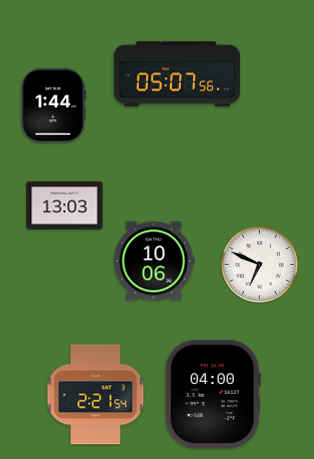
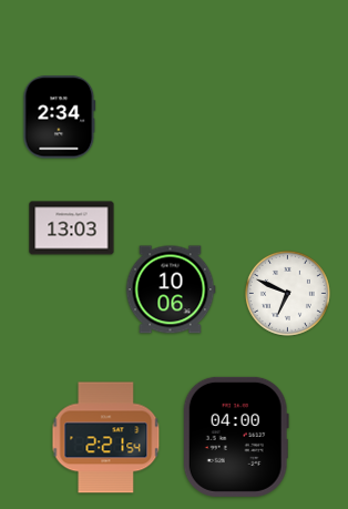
clock at (177, 74): 05:07 -> none
clock at (54, 106): 1:44 -> 2:34
